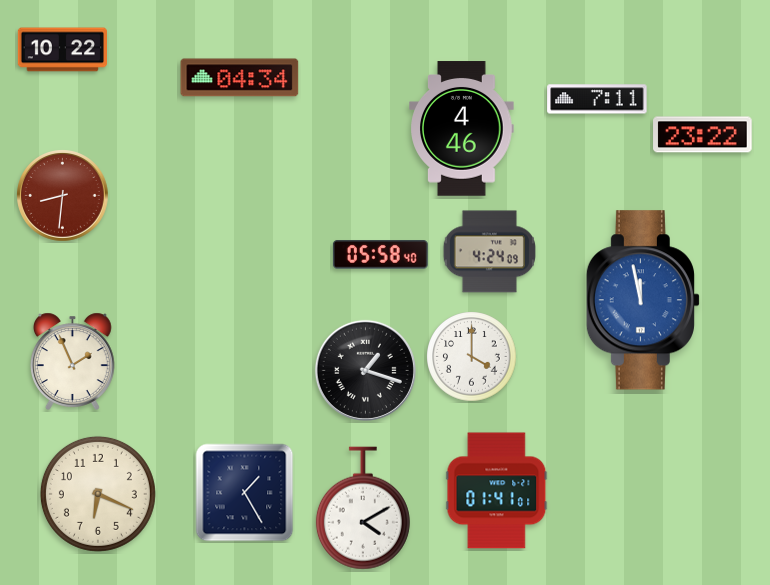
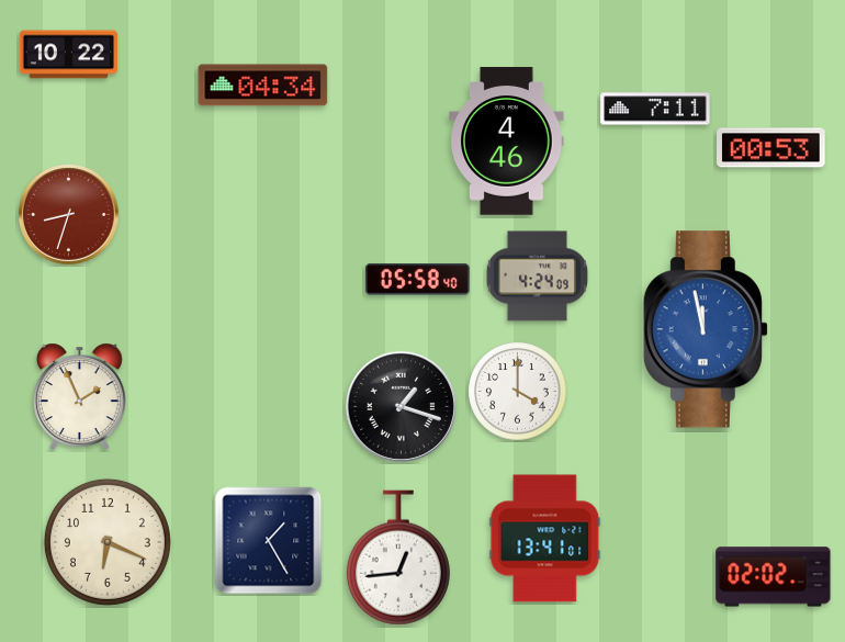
clock at (703, 135): 23:22 -> 00:53
clock at (63, 196): 8:31 -> 8:33
clock at (497, 491): 01:41 -> 13:41
clock at (363, 508): 4:10 -> 12:44
clock at (774, 577): none -> 02:02
